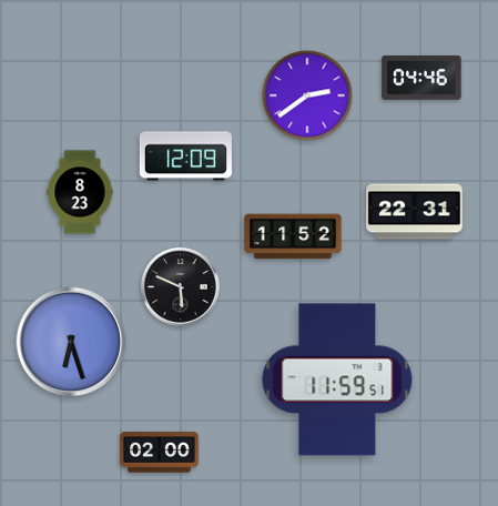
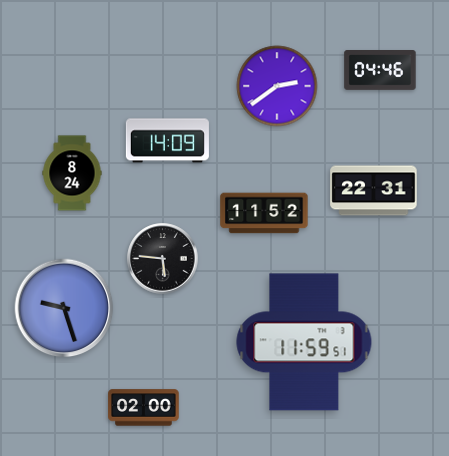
clock at (185, 156): 12:09 -> 14:09
clock at (80, 192): 8:23 -> 8:24
clock at (181, 287): 5:49 -> 5:46
clock at (71, 342): 6:27 -> 9:27
